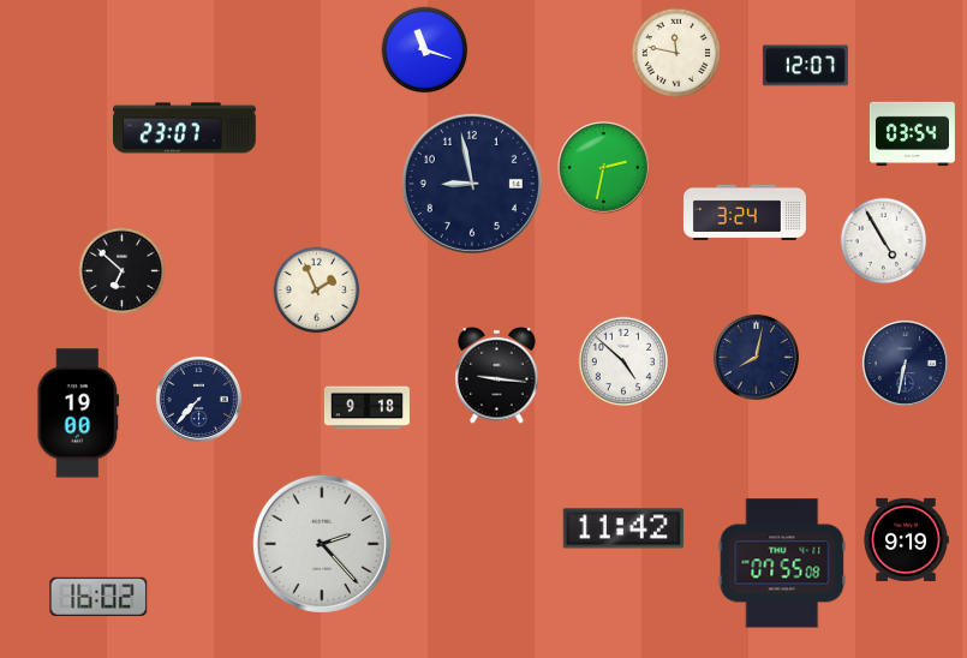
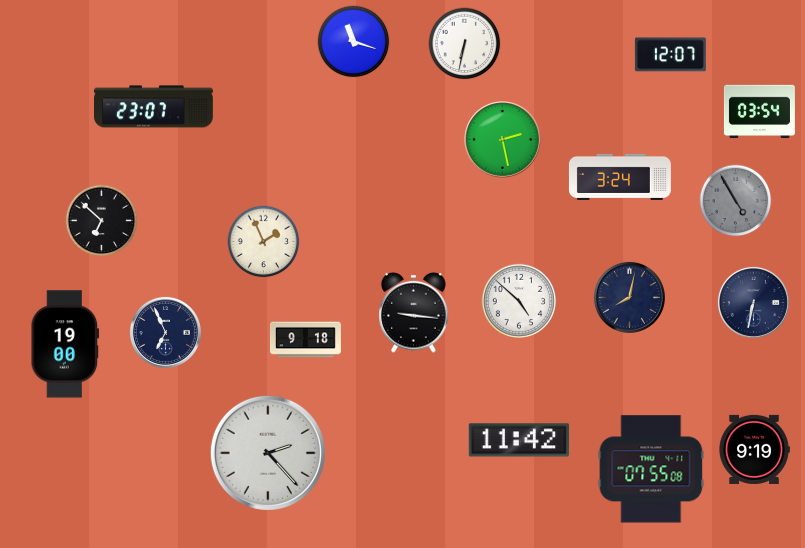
clock at (675, 52): 11:47 -> none
clock at (465, 44): none -> 6:32
clock at (604, 168): 2:32 -> 2:28
clock at (472, 184): 8:58 -> none
clock at (884, 241) dial: white -> grey
clock at (123, 271) position: (123, 271) -> (102, 221)
clock at (198, 399): 7:37 -> 6:56
clock at (99, 597): 16:02 -> none
